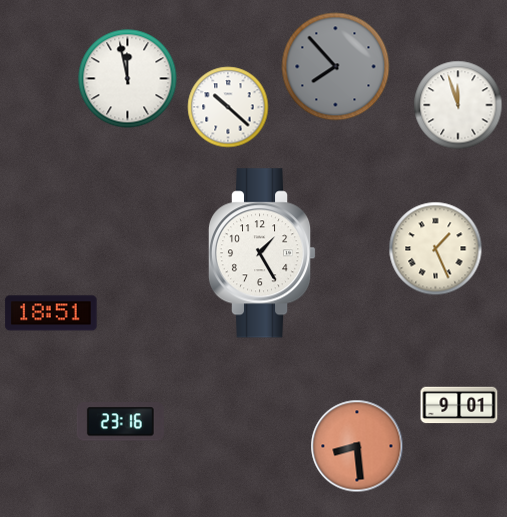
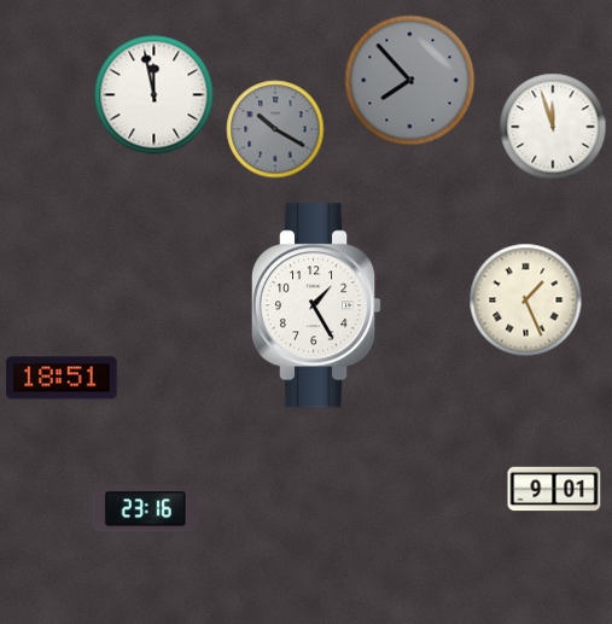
clock at (336, 67) position: (336, 67) -> (410, 81)
clock at (228, 107): 10:22 -> 10:20
clock at (228, 107) dial: white -> grey
clock at (357, 446): 8:29 -> none
